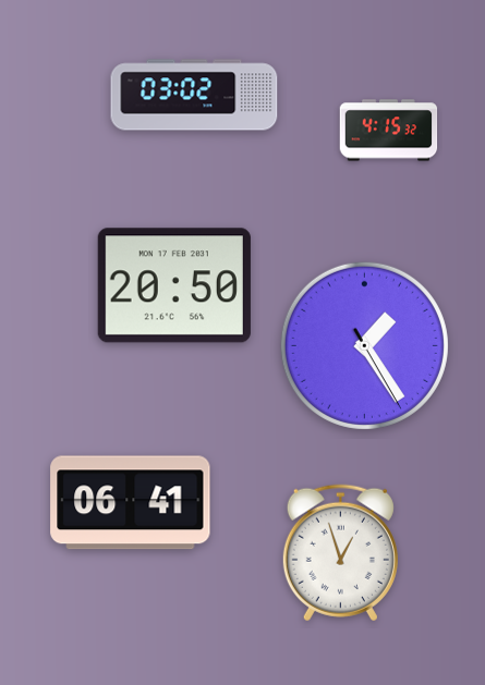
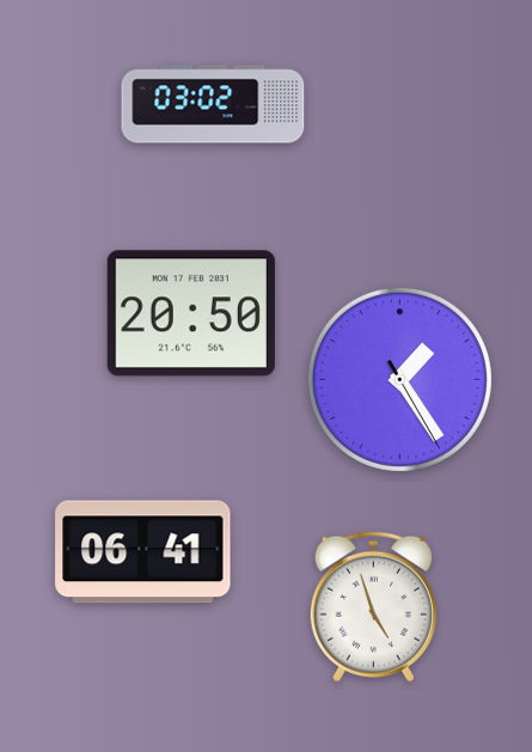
clock at (389, 131): 4:15 -> none
clock at (340, 553): 12:57 -> 4:57
